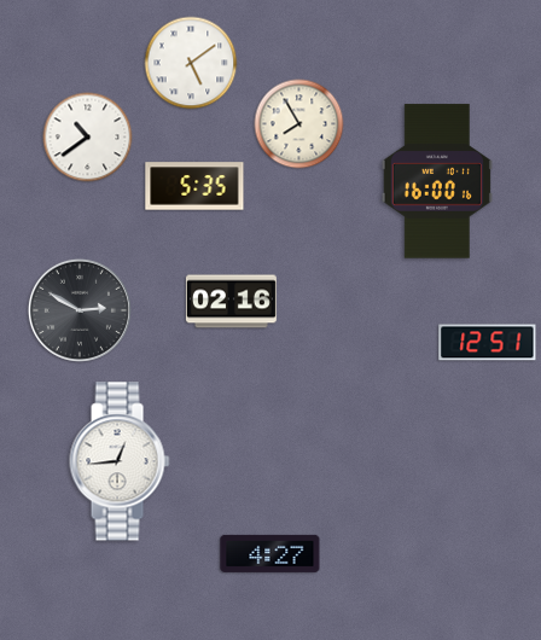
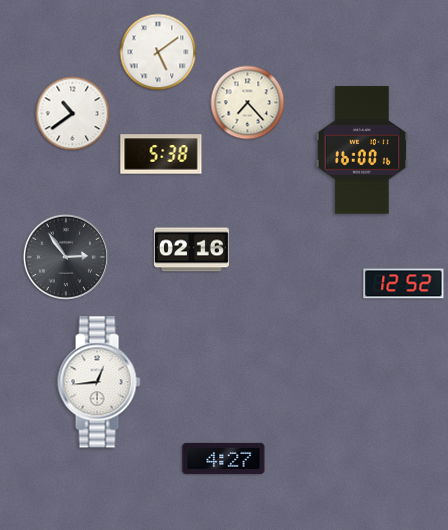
clock at (299, 124): 7:55 -> 7:23
clock at (194, 186): 5:35 -> 5:38
clock at (80, 310): 2:50 -> 2:54
clock at (488, 343): 12:51 -> 12:52
